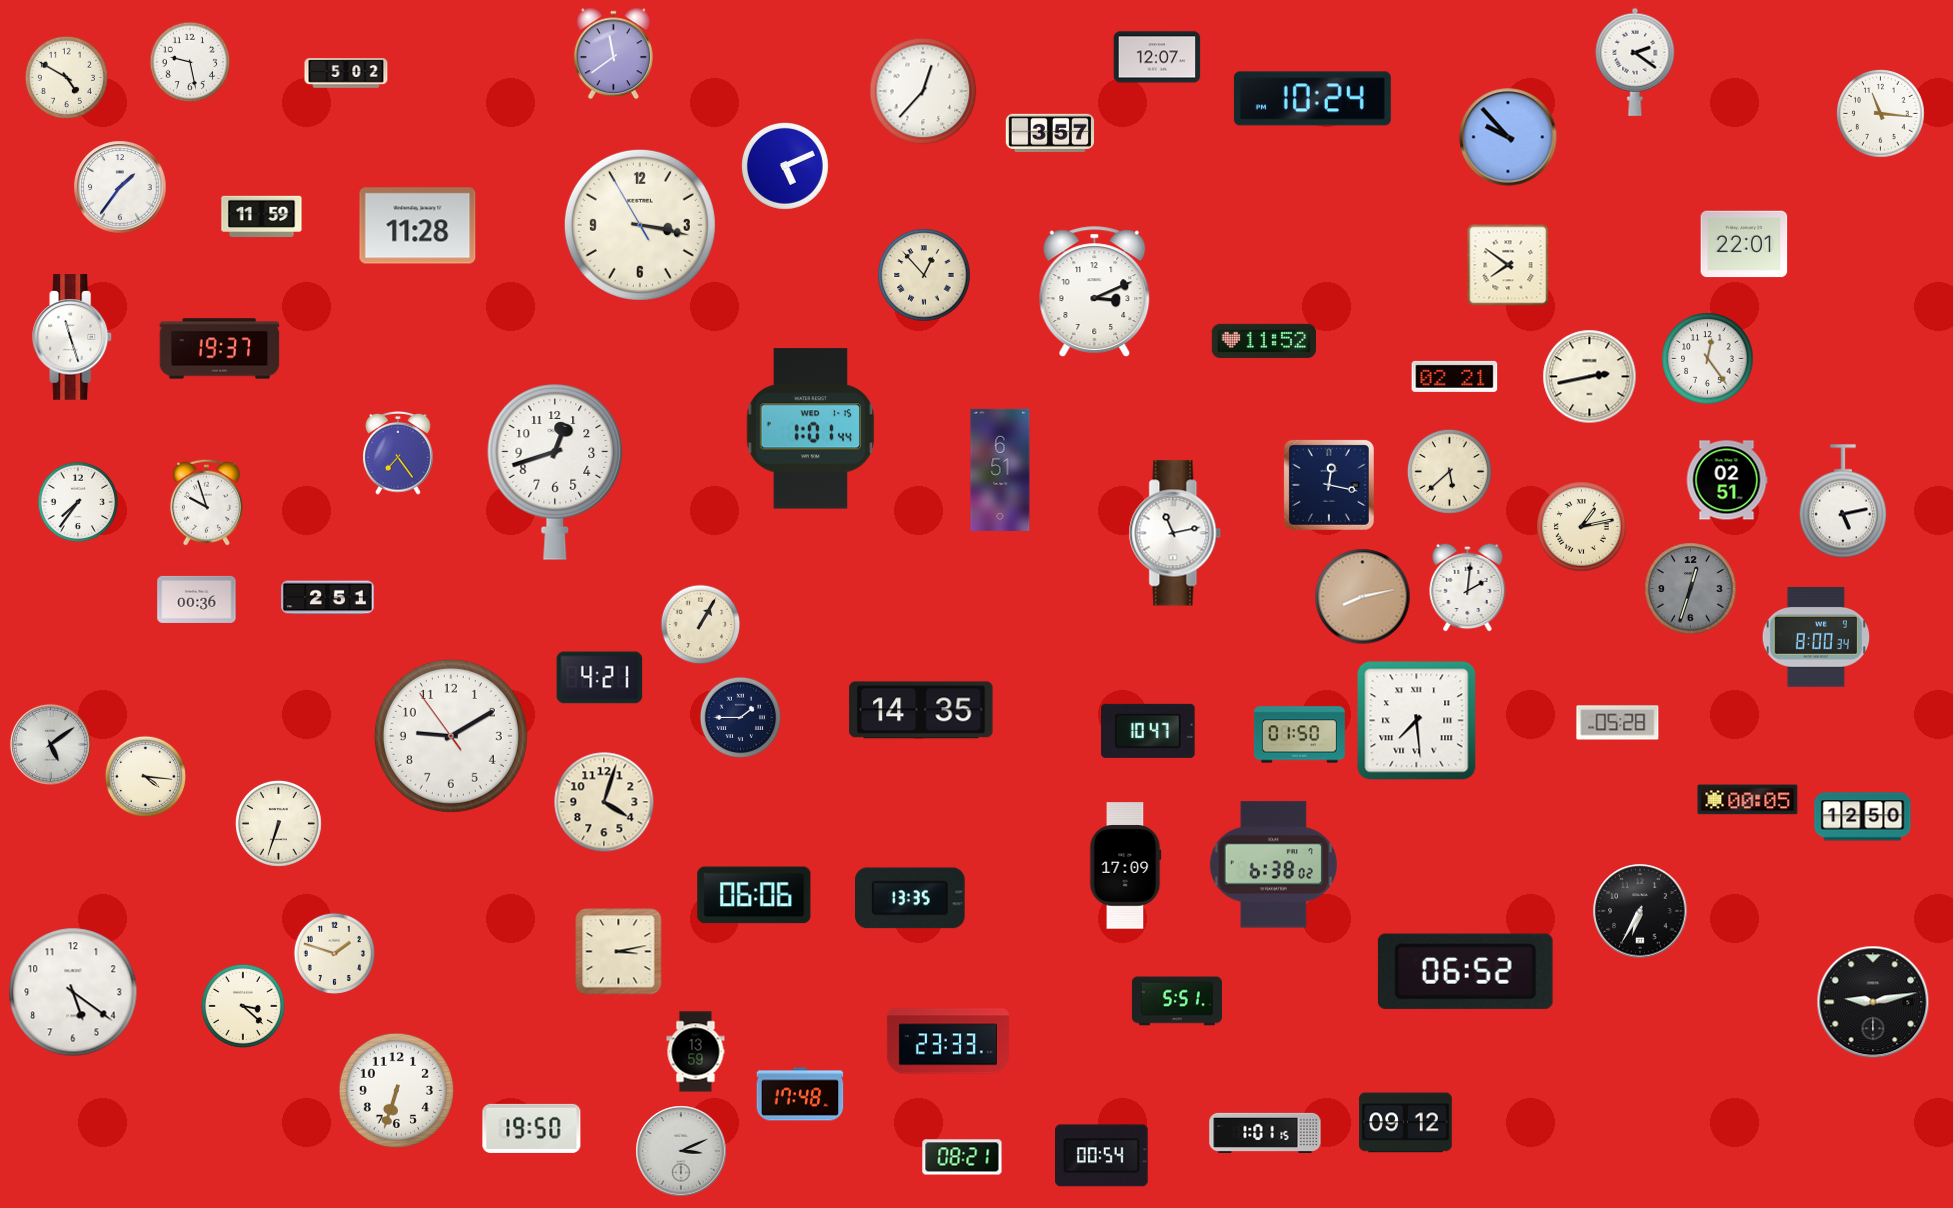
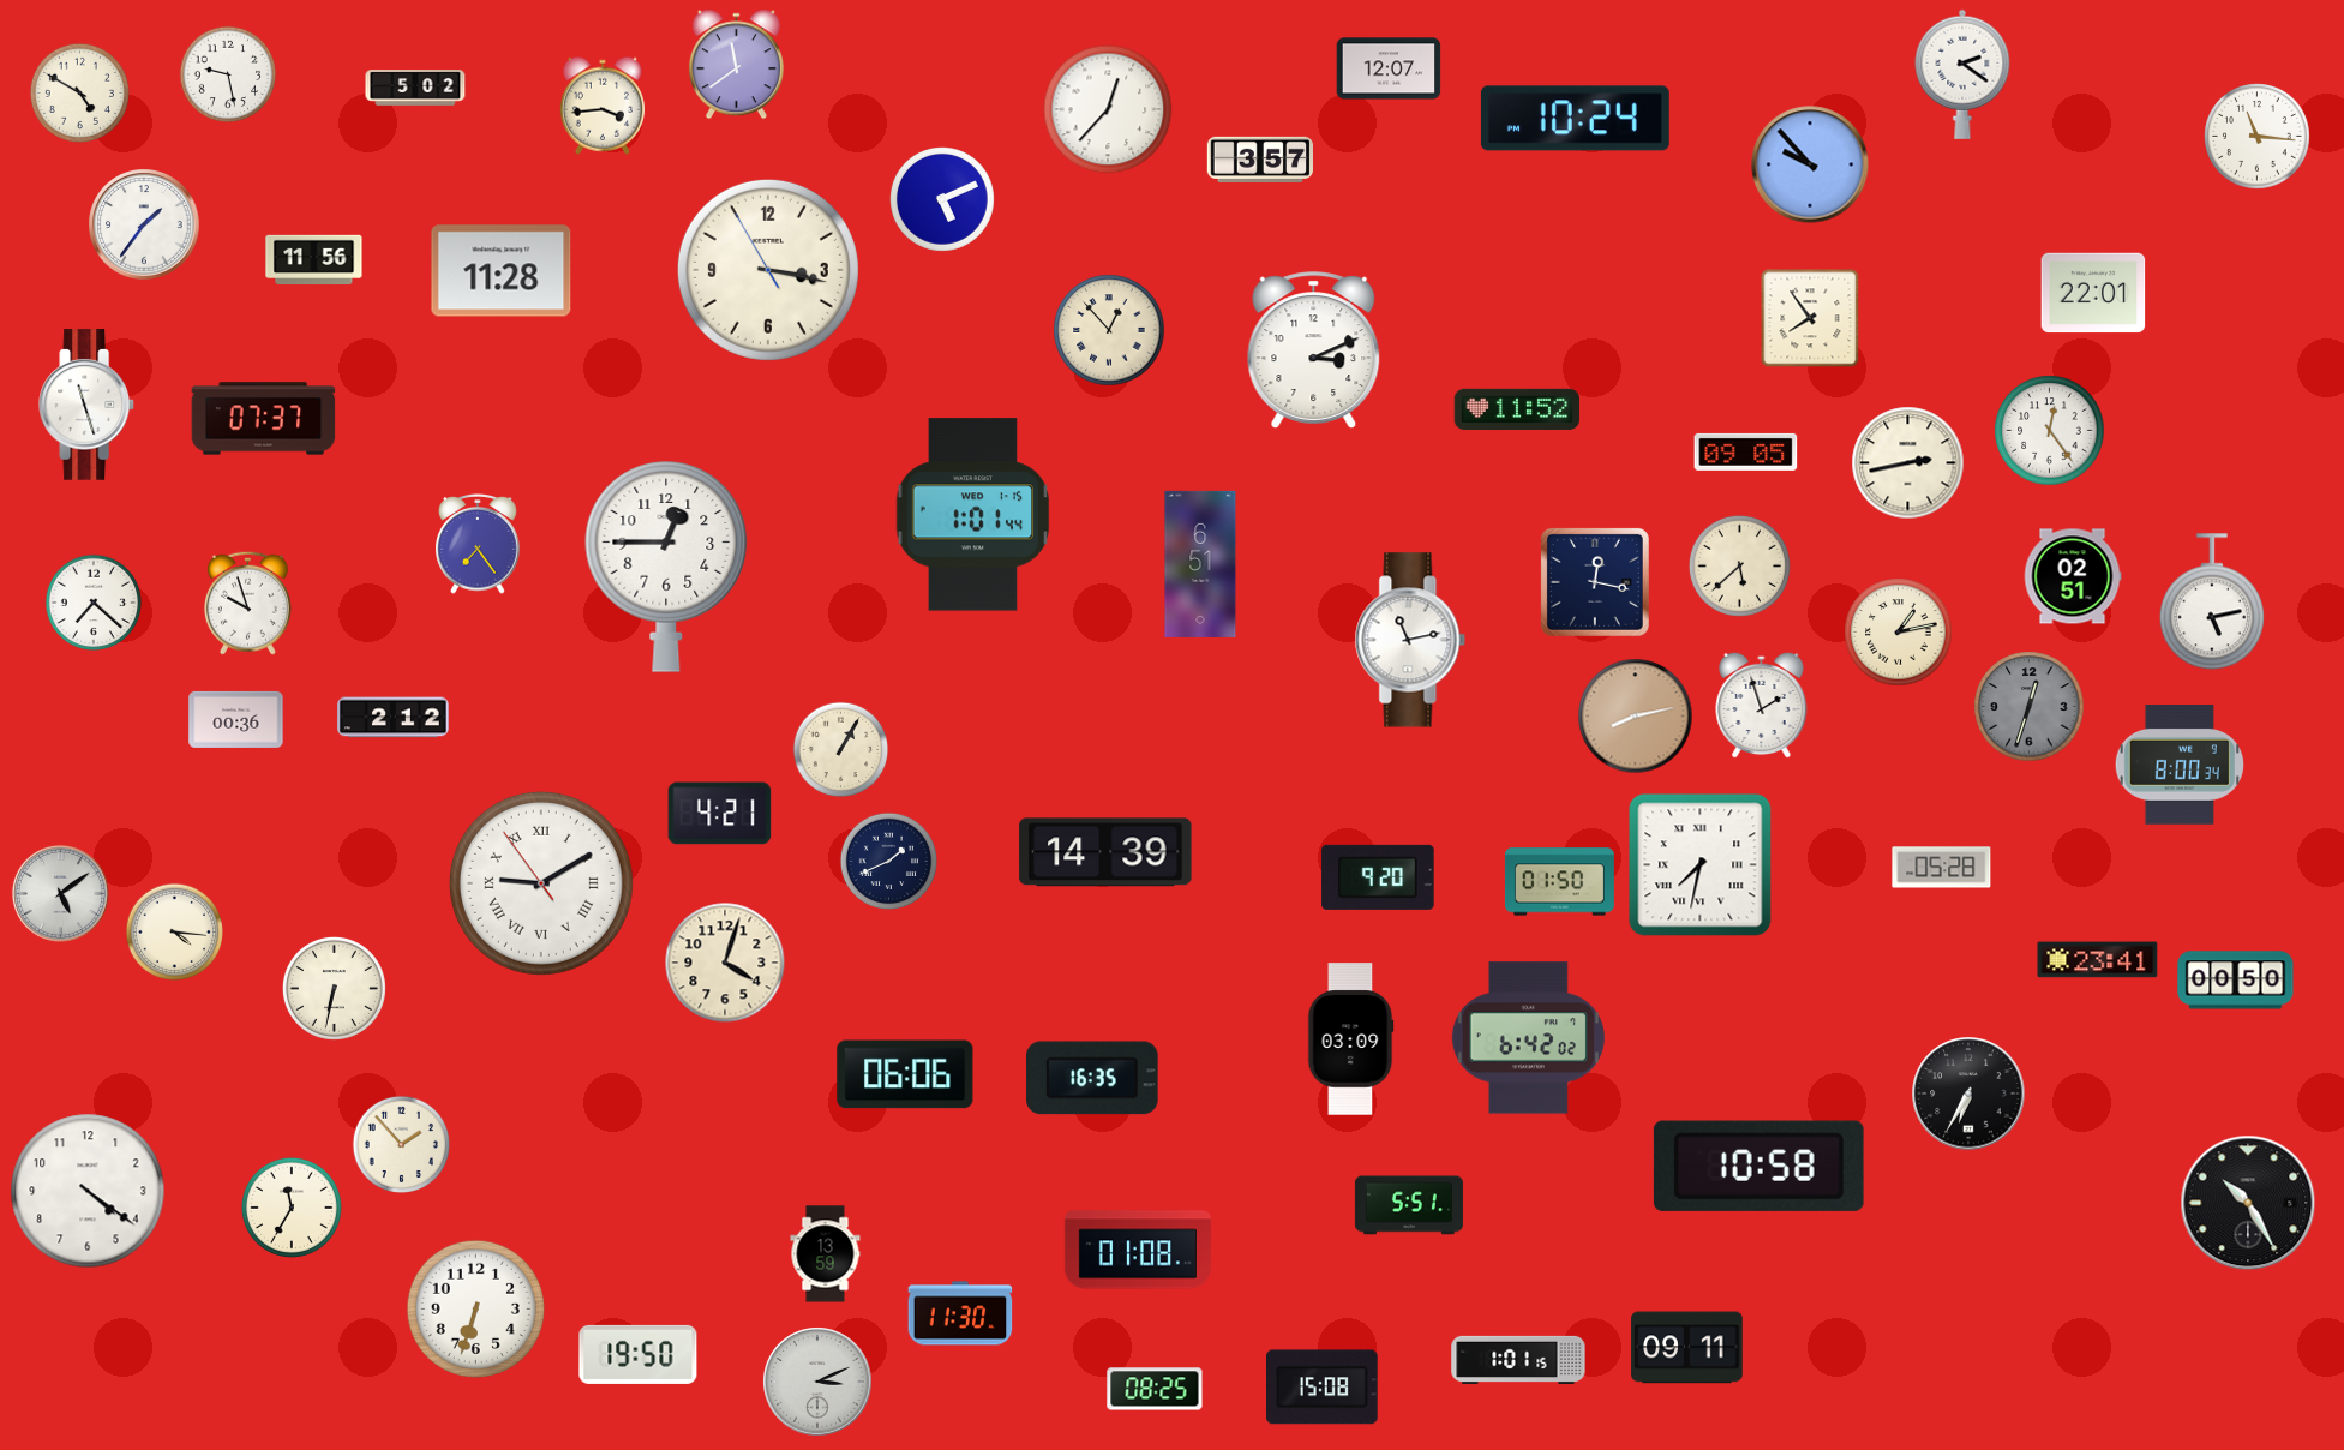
clock at (603, 106): none -> 3:44
clock at (262, 217): 11:59 -> 11:56
clock at (1508, 265): 7:51 -> 7:54
clock at (220, 349): 19:37 -> 07:37
clock at (1455, 376): 02:21 -> 09:05
clock at (1590, 377) position: (1590, 377) -> (1908, 463)
clock at (555, 472): 12:42 -> 12:45
clock at (78, 502): 7:36 -> 7:22
clock at (1468, 587): 2:01 -> 1:57
clock at (328, 598): 2:51 -> 2:12
clock at (921, 710): 14:35 -> 14:39
clock at (741, 718): 1:45 -> 1:41
clock at (1417, 721): 7:29 -> 7:32
clock at (1148, 731): 10:47 -> 9:20
clock at (451, 736) numerals: Arabic -> Roman
clock at (1748, 800): 00:05 -> 23:41
clock at (1863, 817): 12:50 -> 00:50
clock at (278, 823): 6:33 -> 6:32
clock at (1273, 865): 6:38 -> 6:42
clock at (1125, 866): 17:09 -> 03:09
clock at (911, 898): 13:35 -> 16:35
clock at (619, 952): 3:13 -> none
clock at (335, 954): 1:48 -> 1:53
clock at (1465, 971): 06:52 -> 10:58
clock at (73, 992): 5:21 -> 4:21
clock at (1177, 1001) position: (1177, 1001) -> (1409, 1205)
clock at (1873, 1002): 9:13 -> 10:25
clock at (243, 1006): 3:22 -> 11:35
clock at (948, 1041): 23:33 -> 01:08
clock at (696, 1052) position: (696, 1052) -> (826, 1254)
clock at (800, 1094): 17:48 -> 11:30
clock at (1406, 1123): 09:12 -> 09:11
clock at (1102, 1156): 00:54 -> 15:08
clock at (962, 1157): 08:21 -> 08:25
